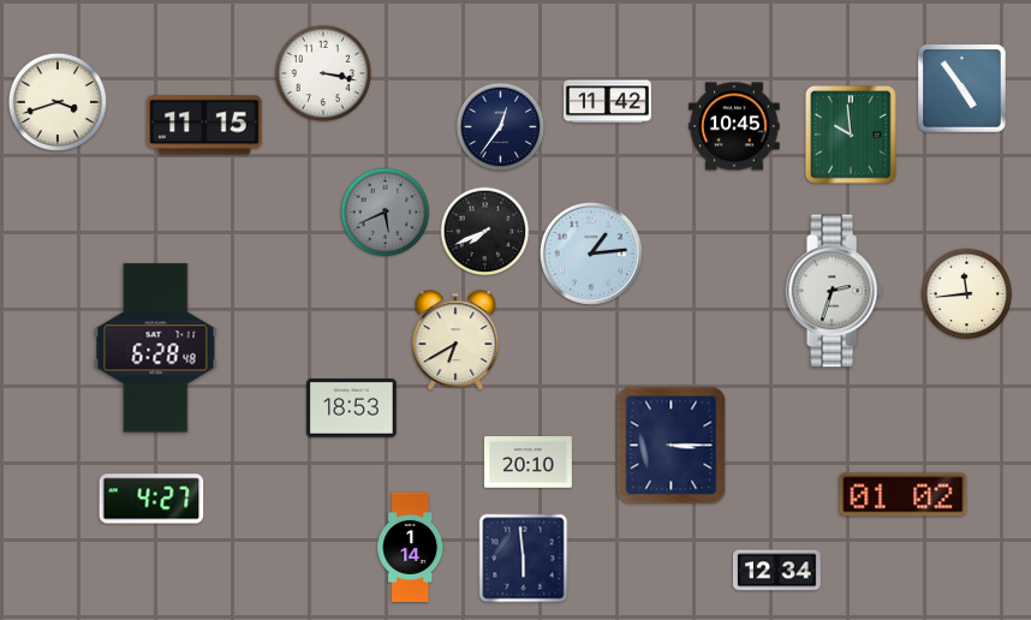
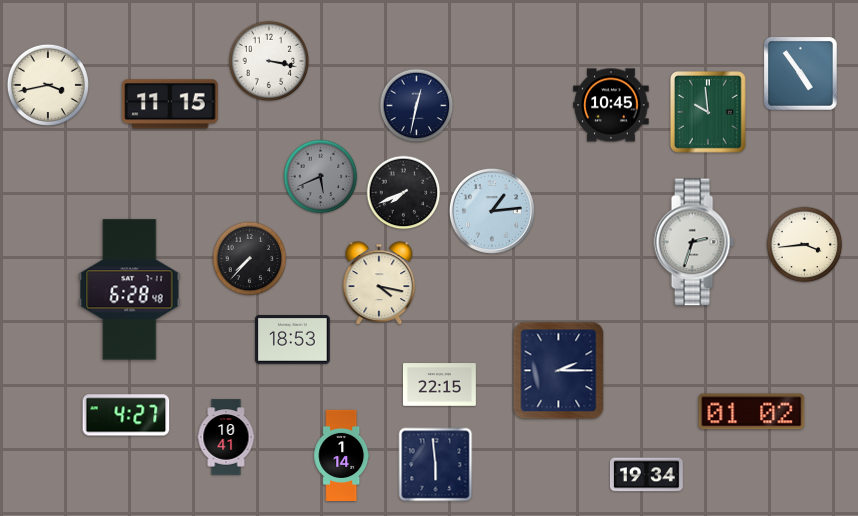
clock at (56, 101): 3:42 -> 3:43
clock at (607, 102): 11:42 -> none
clock at (501, 127): 12:36 -> 12:32
clock at (967, 294): 11:44 -> 3:44
clock at (250, 259): none -> 7:37
clock at (455, 340): 6:40 -> 4:17
clock at (672, 446): 3:15 -> 2:15
clock at (528, 463): 20:10 -> 22:15
clock at (226, 437): none -> 10:41
clock at (776, 571): 12:34 -> 19:34
